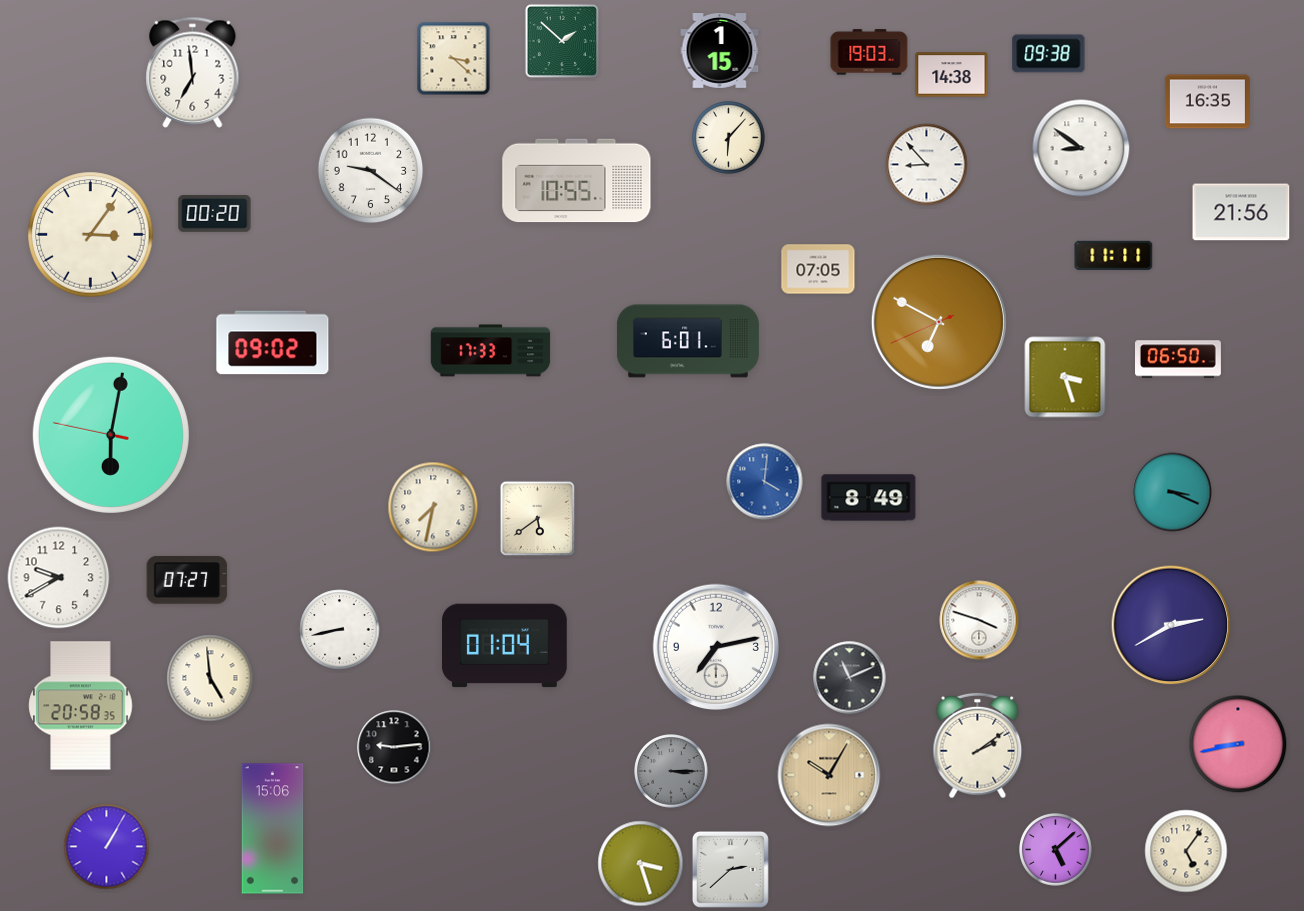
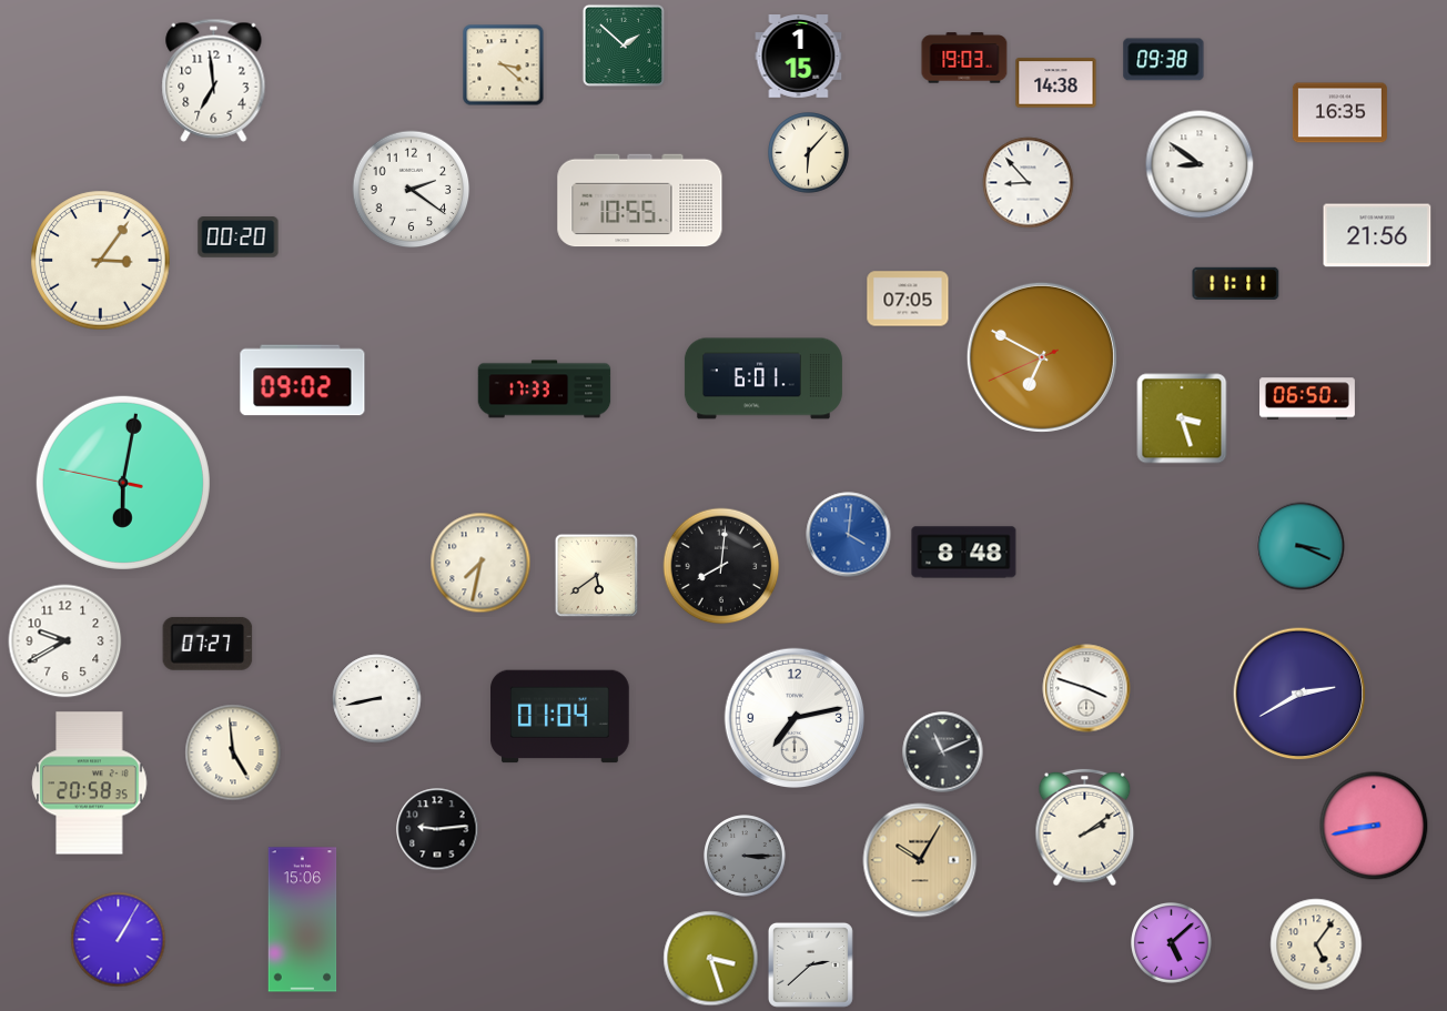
clock at (371, 171): 9:21 -> 2:21
clock at (869, 498): 8:49 -> 8:48
clock at (721, 566): none -> 8:01
